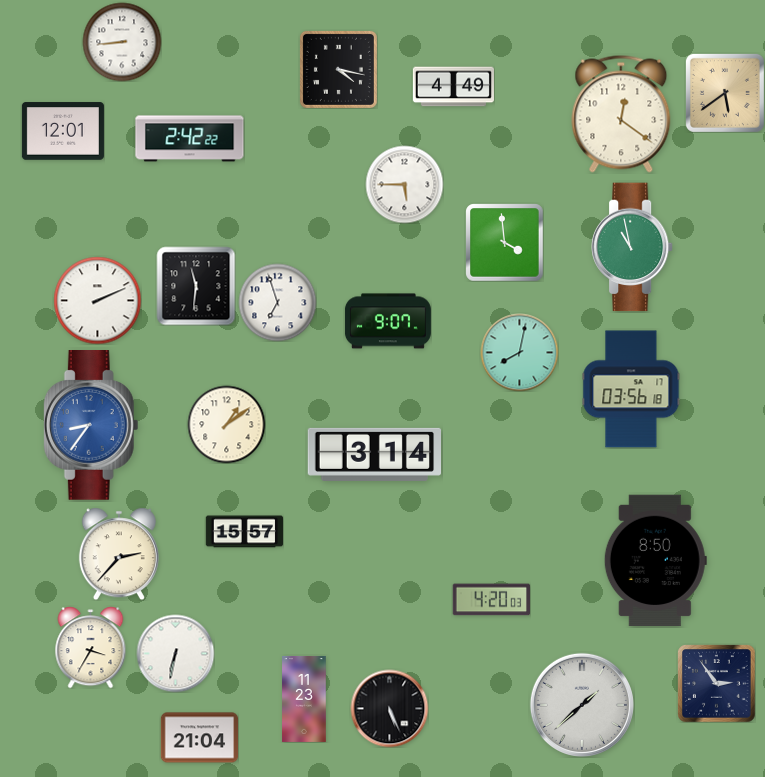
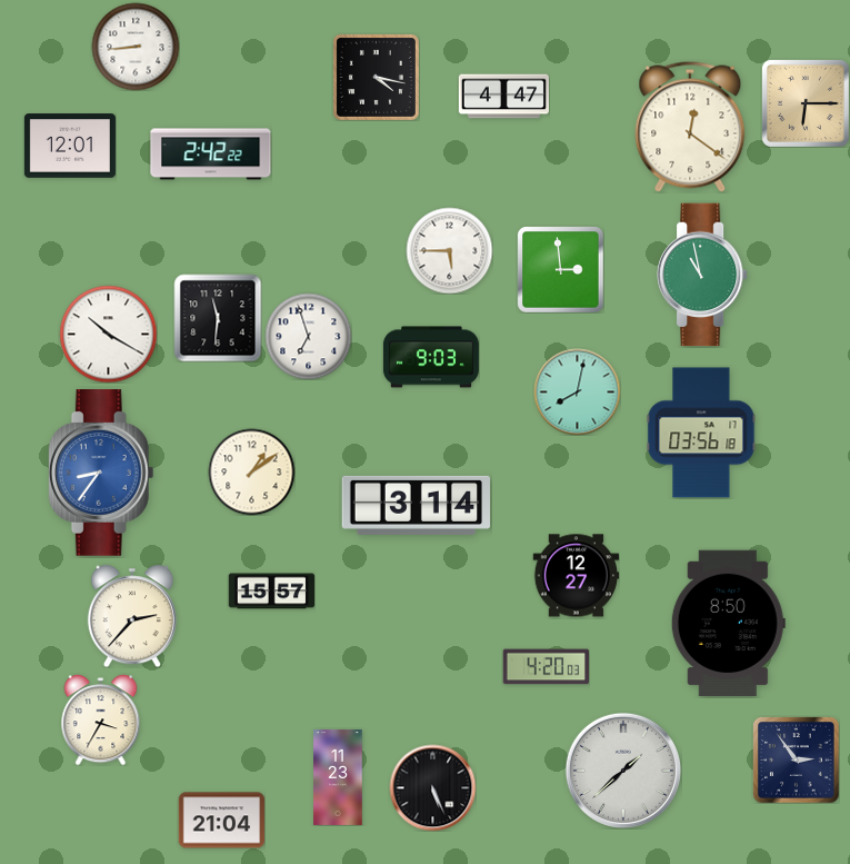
clock at (453, 87): 4:49 -> 4:47
clock at (725, 93): 5:39 -> 6:15
clock at (404, 184) position: (404, 184) -> (449, 250)
clock at (504, 242): 3:59 -> 2:59
clock at (97, 300): 2:11 -> 10:20
clock at (388, 321): 9:07 -> 9:03
clock at (576, 576): none -> 12:27
clock at (175, 653): 6:32 -> none
clock at (582, 705) position: (582, 705) -> (623, 771)
